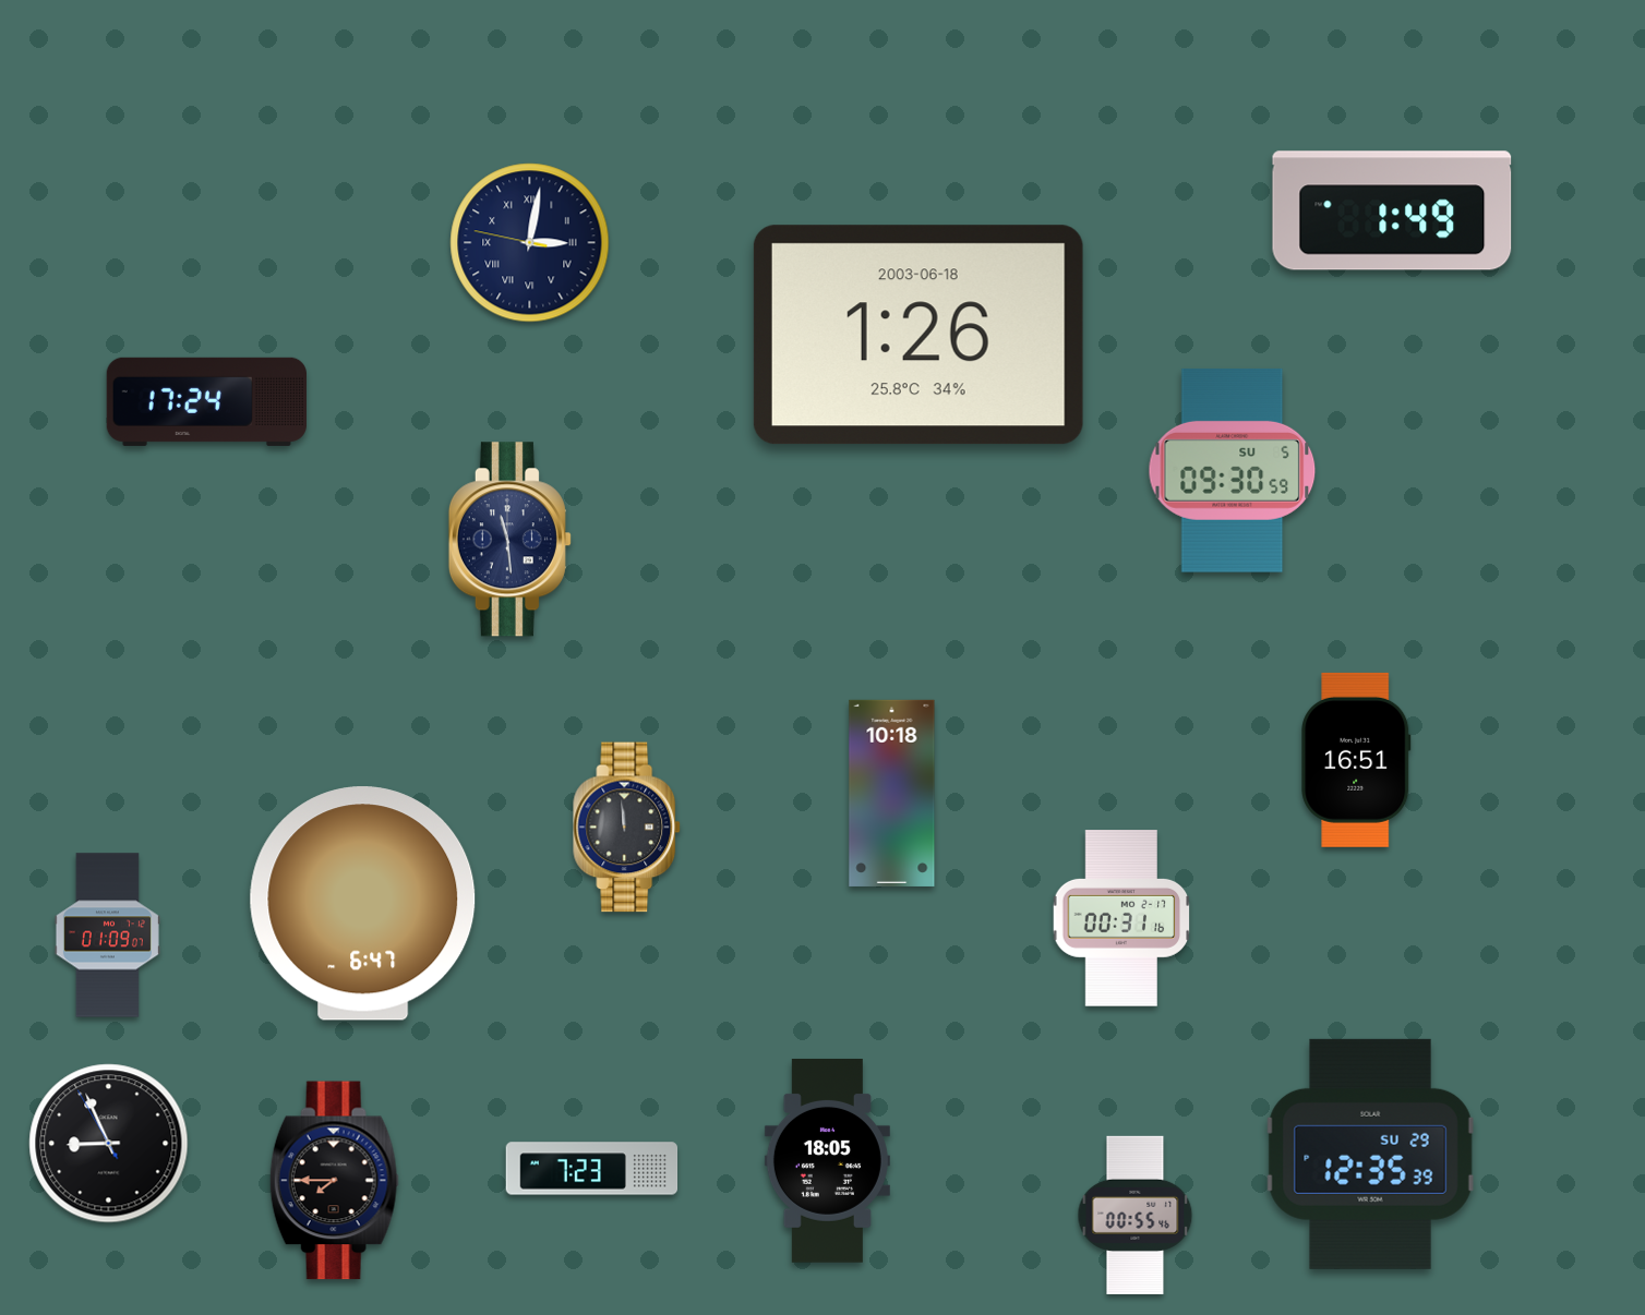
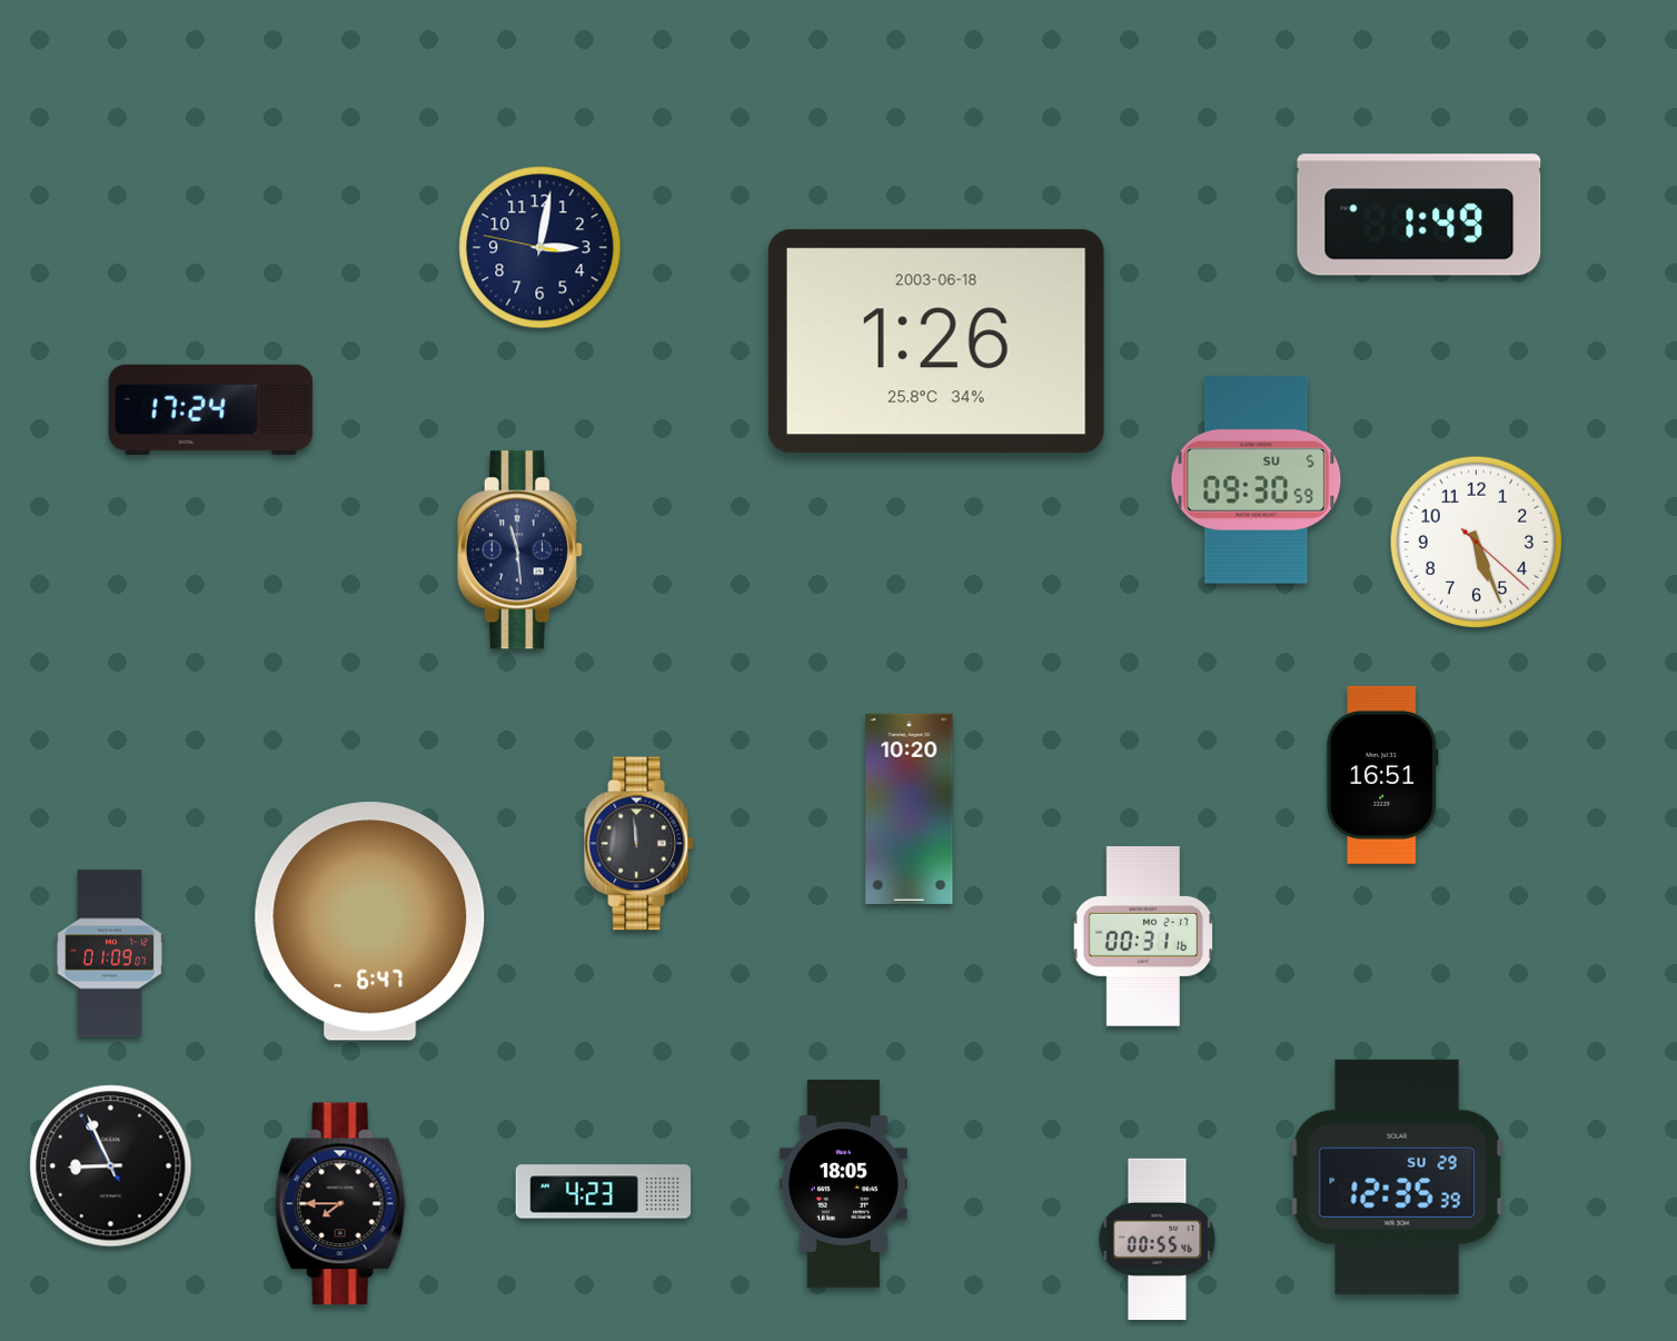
clock at (530, 243) numerals: Roman -> Arabic
clock at (1477, 543): none -> 5:26
clock at (892, 793): 10:18 -> 10:20
clock at (592, 1169): 7:23 -> 4:23
